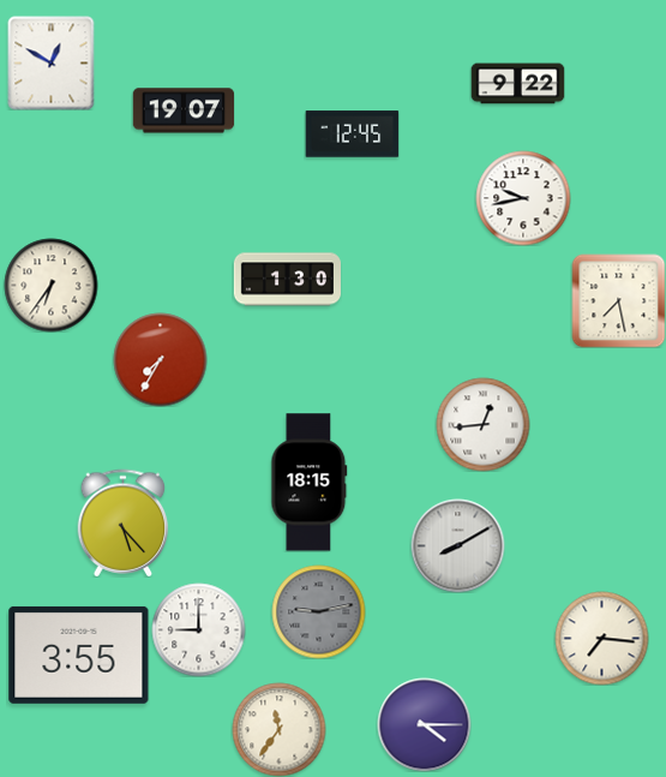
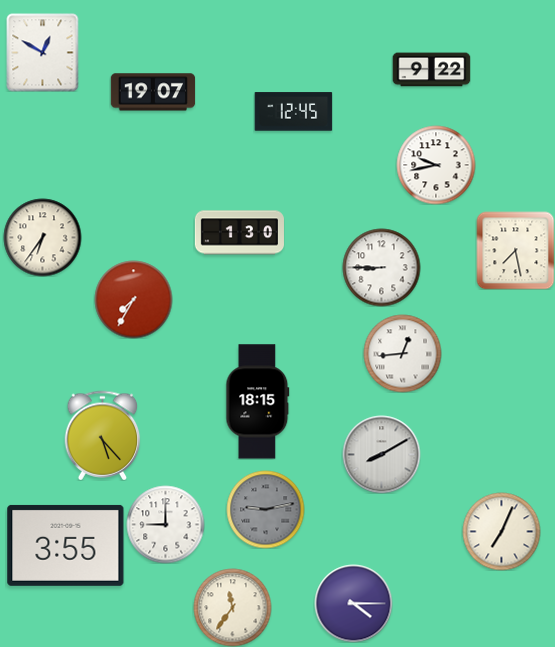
clock at (381, 267): none -> 8:45
clock at (601, 638): 7:16 -> 7:04
